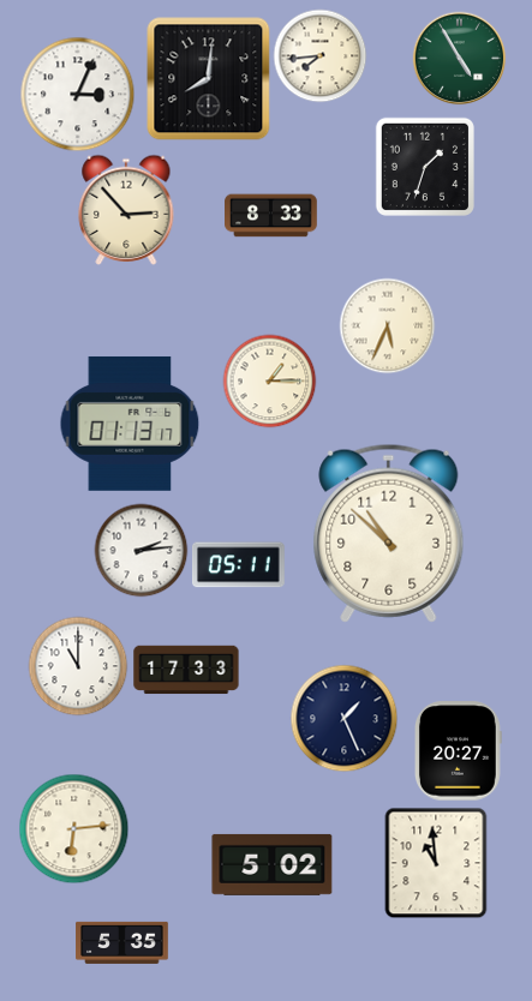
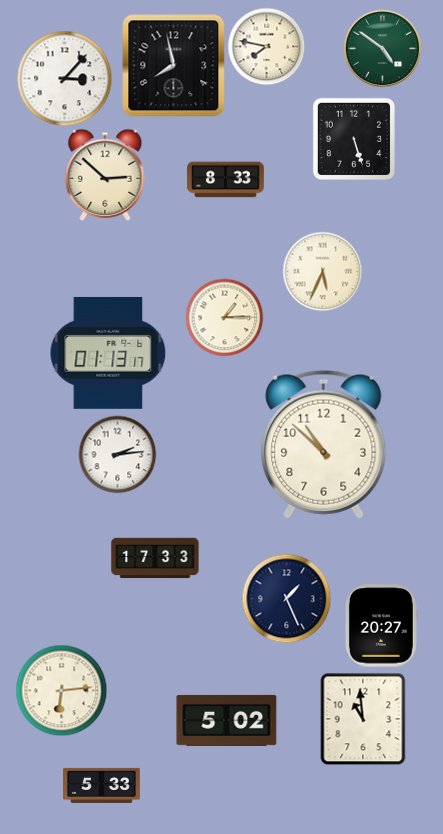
clock at (319, 55): 7:44 -> 7:47
clock at (459, 58): 4:55 -> 4:51
clock at (209, 79): 8:01 -> 7:58
clock at (77, 94): 3:04 -> 3:07
clock at (425, 167): 1:33 -> 5:27
clock at (126, 210): 2:53 -> 2:52
clock at (141, 550) position: (141, 550) -> (117, 454)
clock at (239, 565): 05:11 -> none
clock at (78, 666): 11:00 -> none
clock at (122, 942): 5:35 -> 5:33
